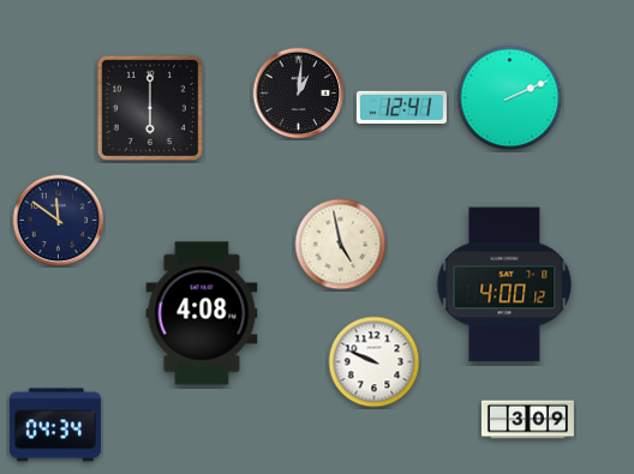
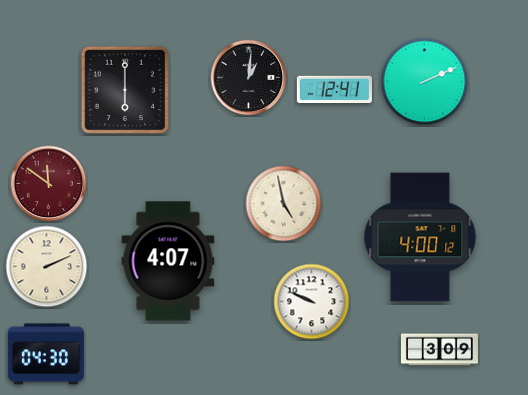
clock at (59, 221) dial: navy -> burgundy
clock at (202, 313): 4:08 -> 4:07
clock at (47, 267): none -> 2:11
clock at (55, 425): 04:34 -> 04:30
